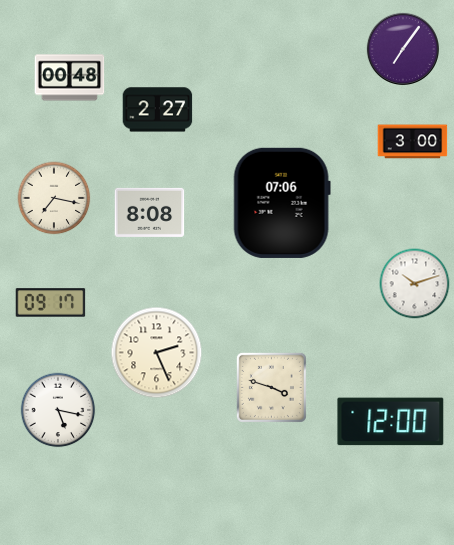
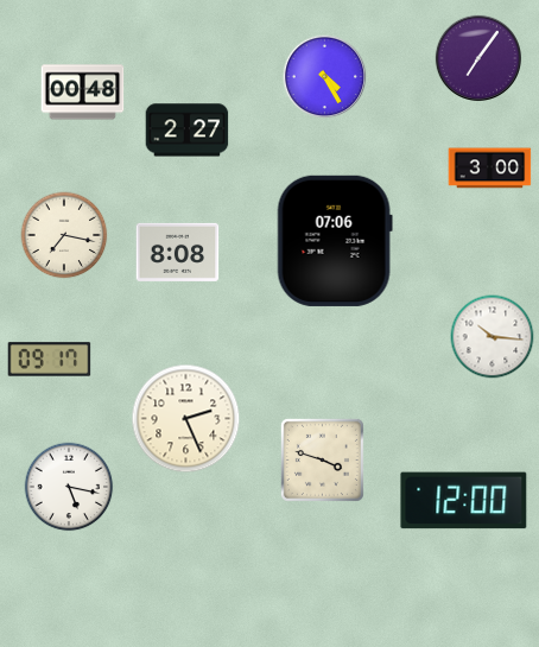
clock at (325, 77): none -> 4:25
clock at (415, 284): 10:12 -> 10:16
clock at (51, 303) position: (51, 303) -> (50, 360)
